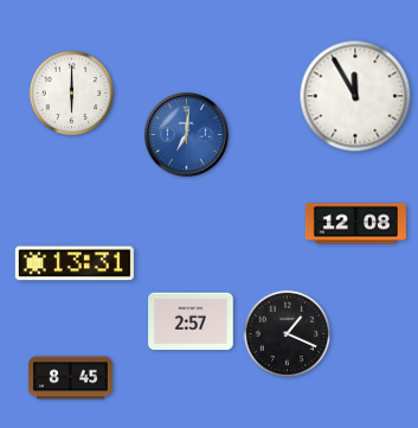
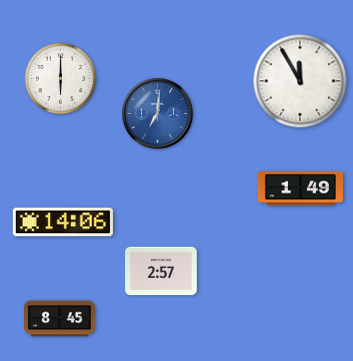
clock at (355, 224): 12:08 -> 1:49
clock at (75, 263): 13:31 -> 14:06
clock at (287, 333): 1:19 -> none
